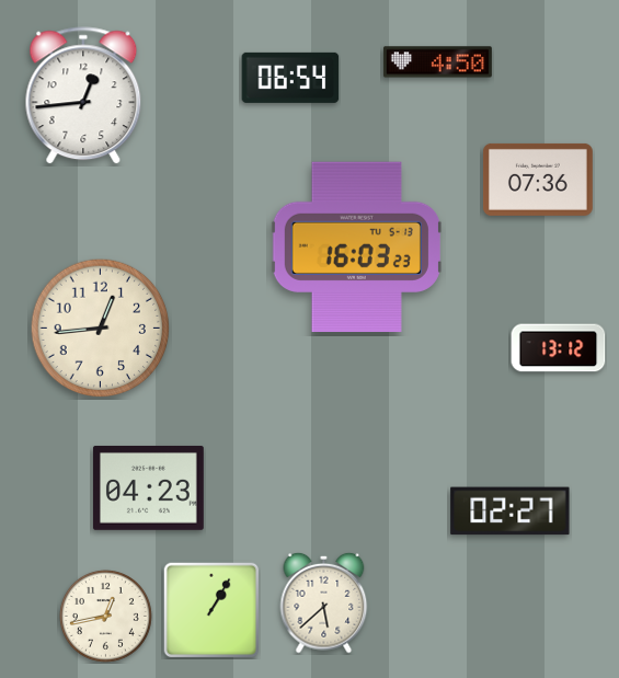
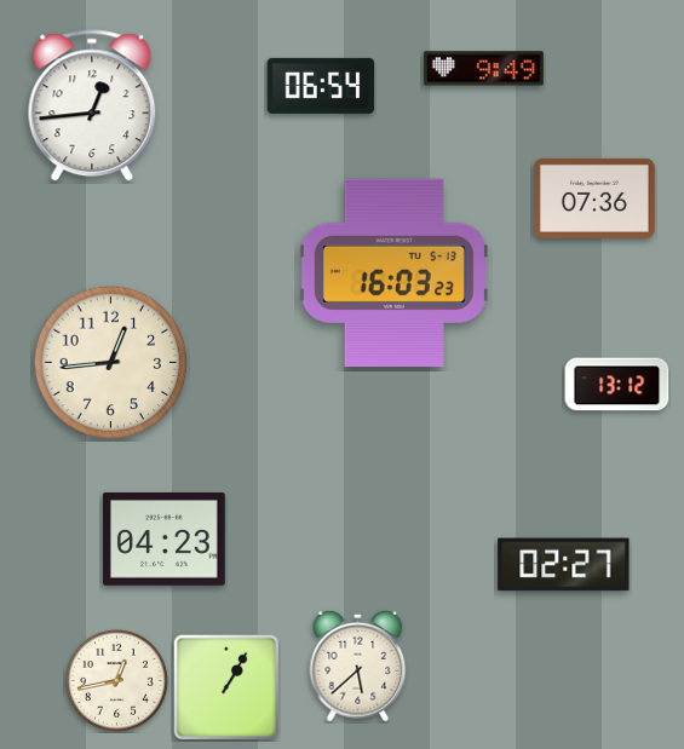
clock at (437, 62): 4:50 -> 9:49
clock at (211, 610) position: (211, 610) -> (226, 687)
